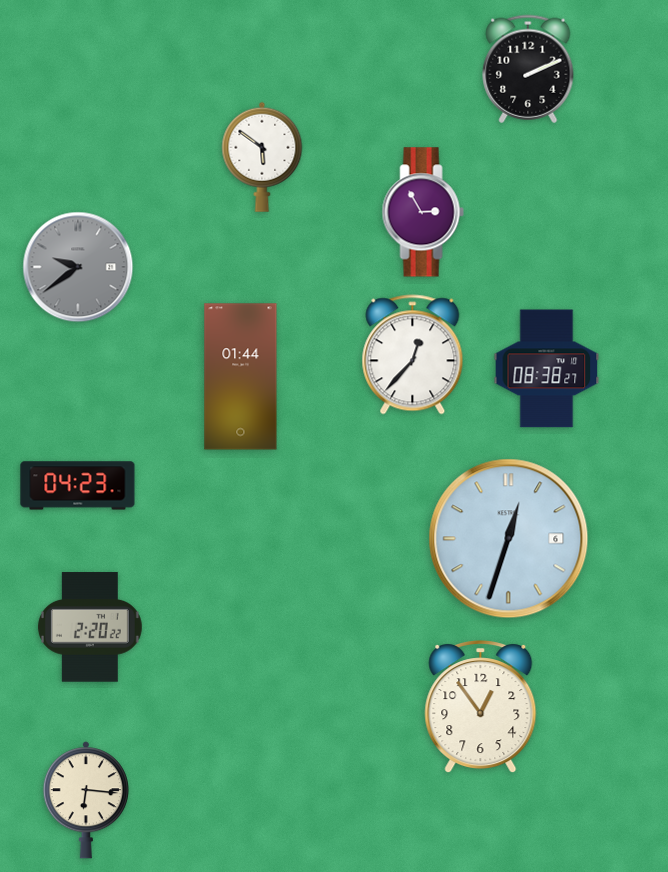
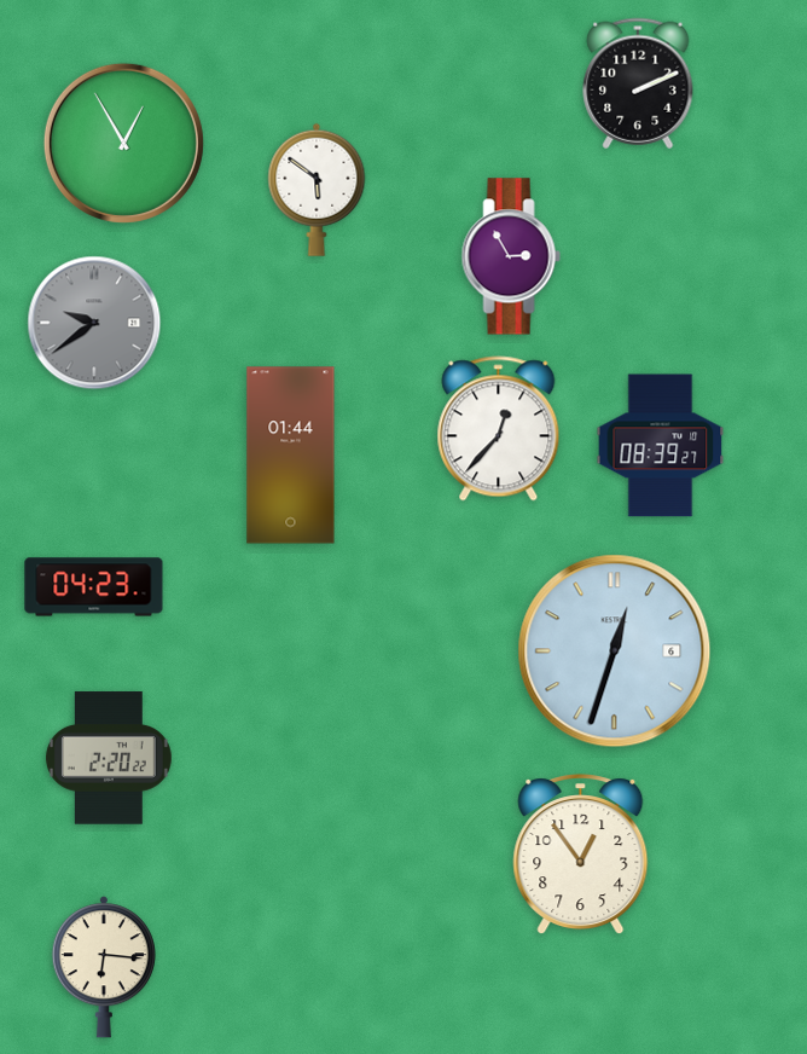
clock at (123, 143): none -> 12:55
clock at (547, 369): 08:38 -> 08:39
